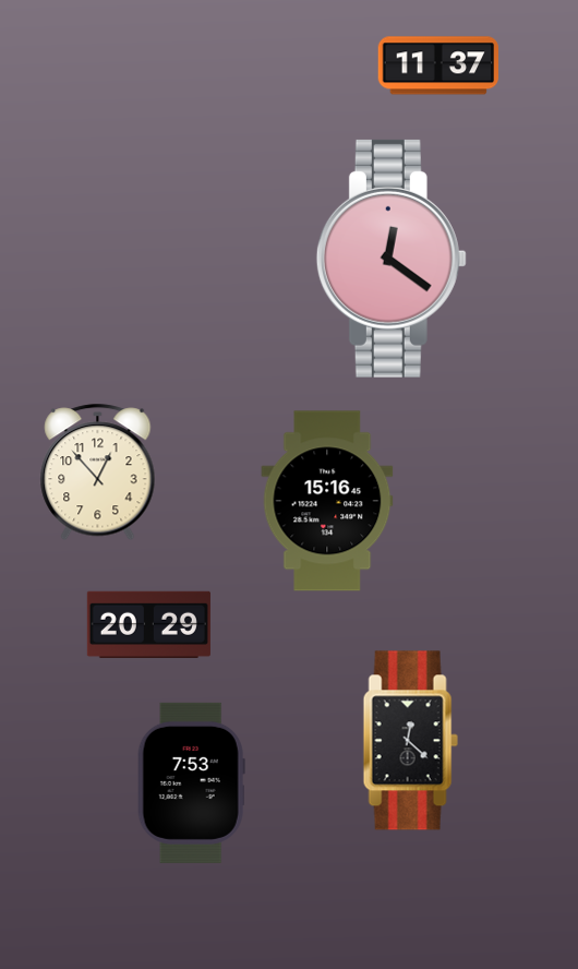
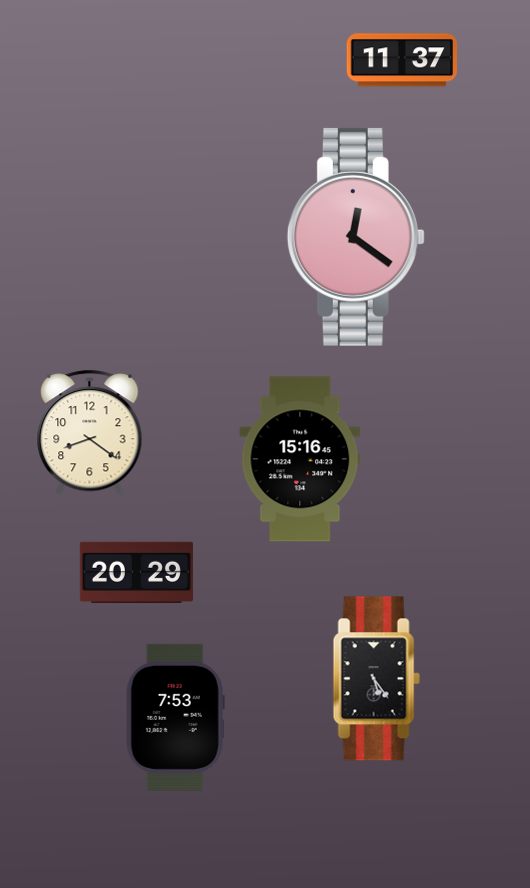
clock at (392, 259) position: (392, 259) -> (356, 237)
clock at (98, 472): 12:53 -> 8:21
clock at (410, 741): 12:22 -> 5:24
